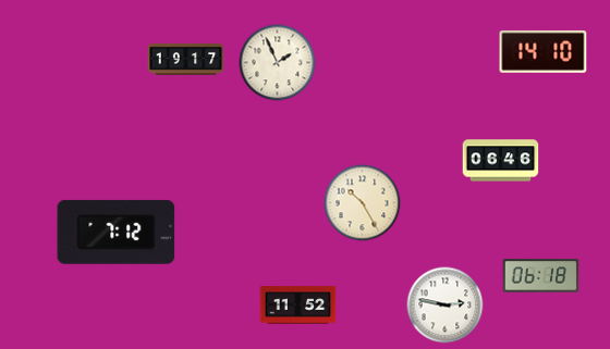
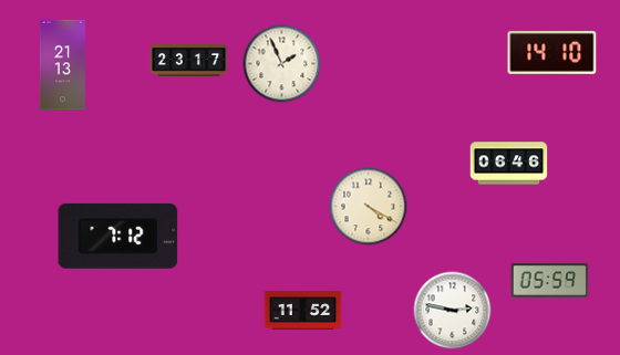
clock at (186, 60): 19:17 -> 23:17
clock at (63, 65): none -> 21:13
clock at (363, 203): 10:25 -> 4:20
clock at (541, 276): 06:18 -> 05:59
